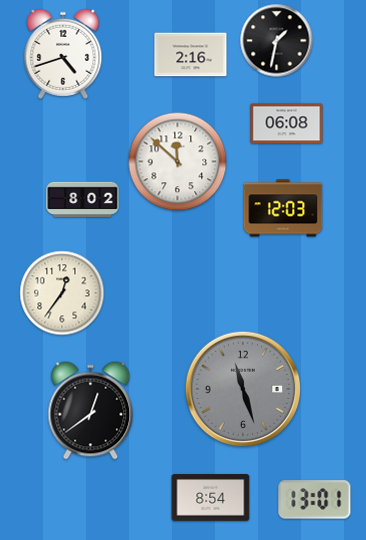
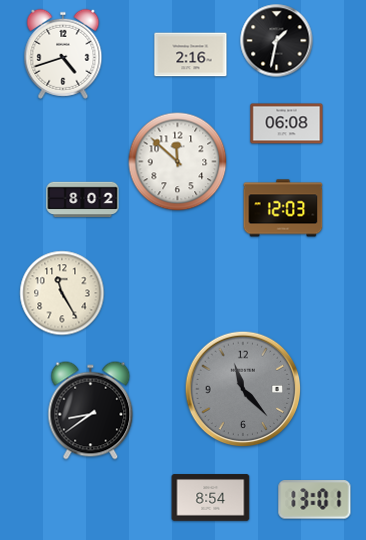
clock at (62, 293): 12:36 -> 11:25
clock at (243, 389): 11:27 -> 11:23
clock at (91, 411): 12:39 -> 8:39
